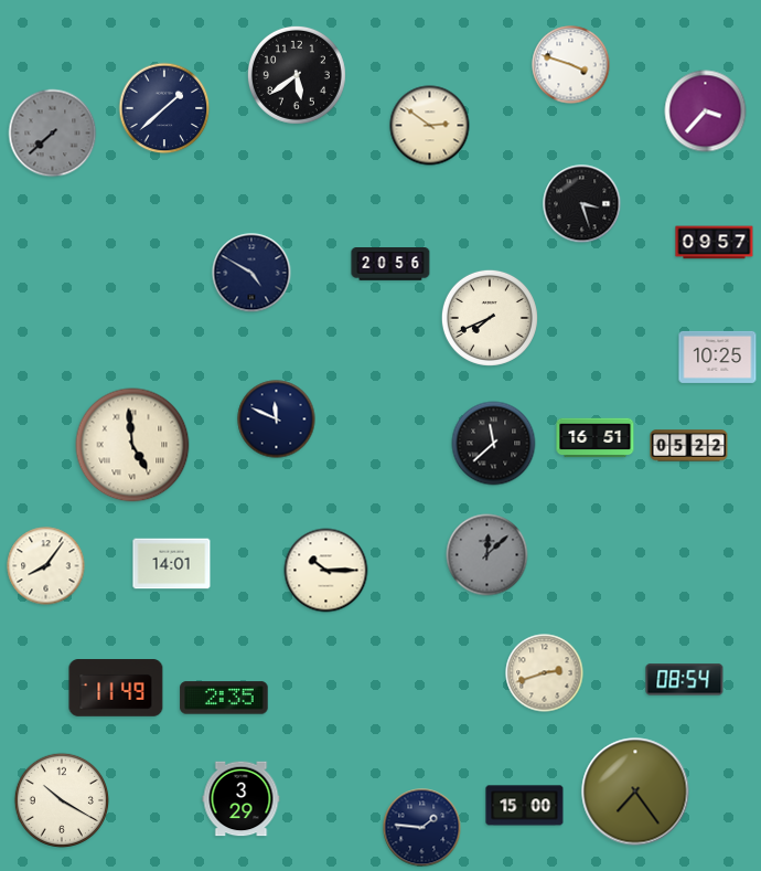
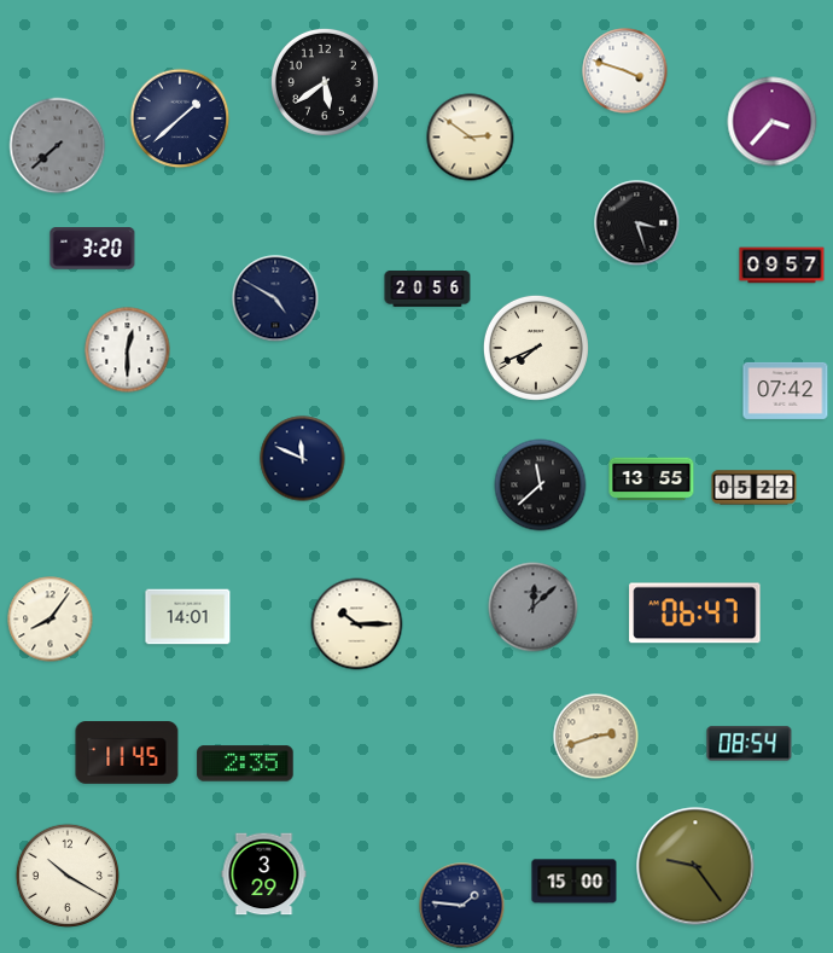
clock at (93, 249): none -> 3:20
clock at (128, 350): none -> 12:30
clock at (718, 357): 10:25 -> 07:42
clock at (596, 438): 16:51 -> 13:55
clock at (132, 445): 4:59 -> none
clock at (695, 614): none -> 06:47
clock at (116, 688): 11:49 -> 11:45
clock at (635, 792): 7:24 -> 9:24
